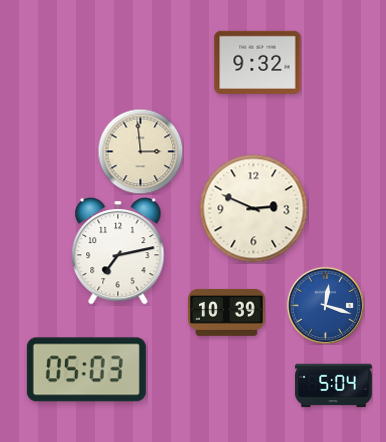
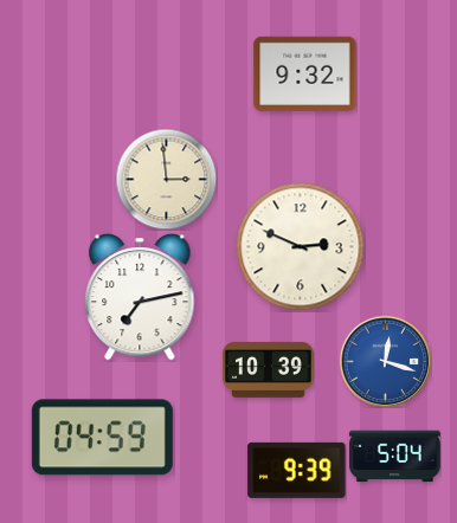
clock at (86, 370): 05:03 -> 04:59
clock at (297, 470): none -> 9:39
